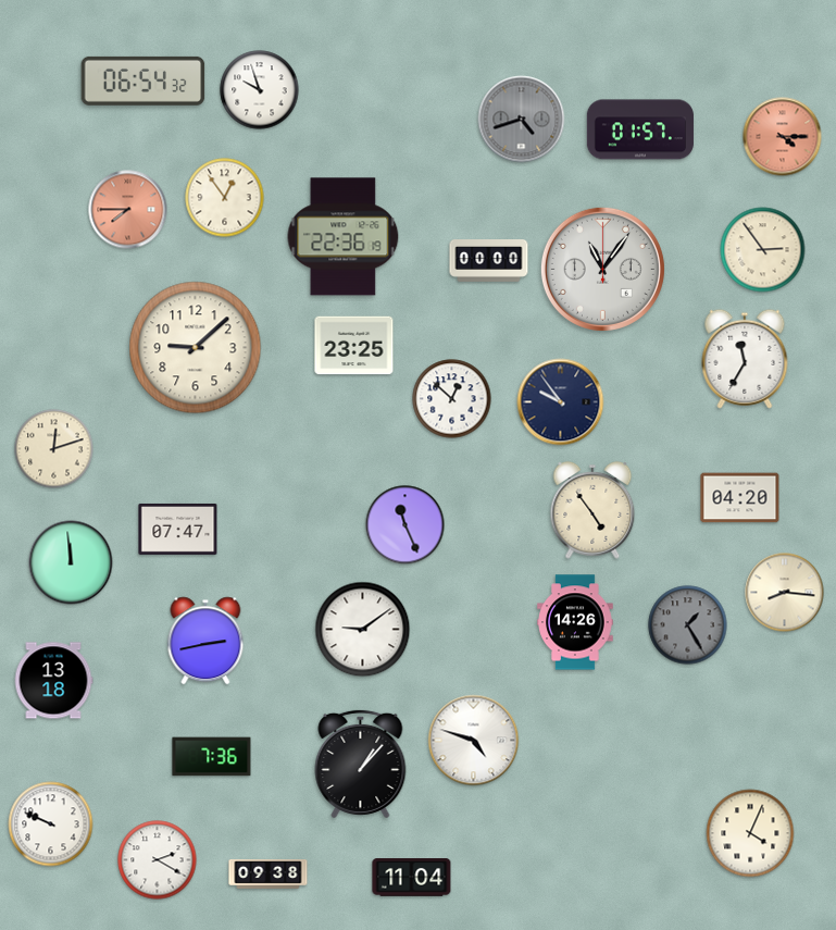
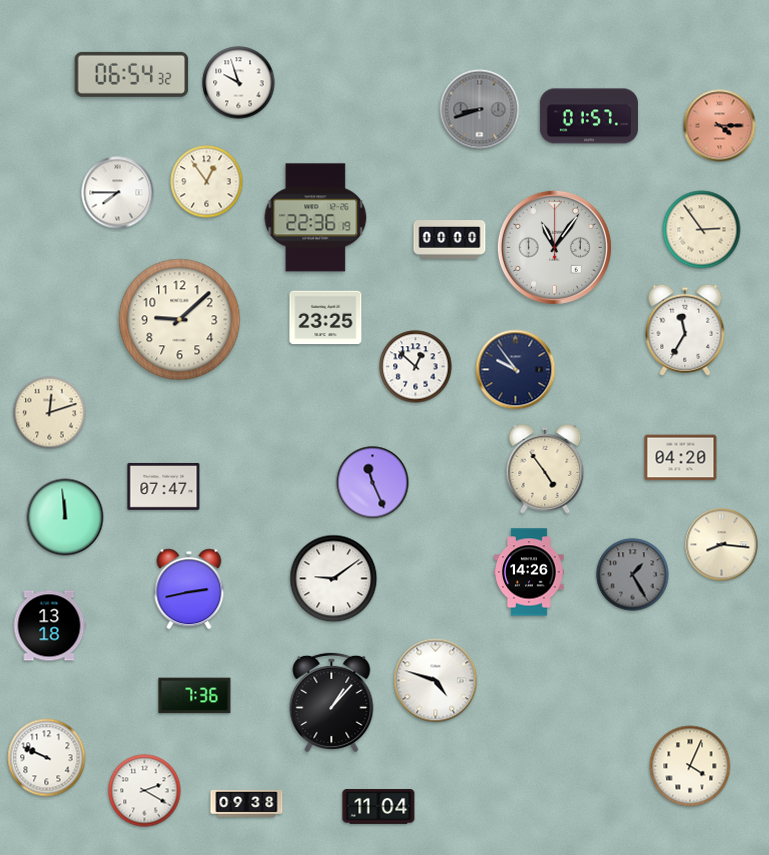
clock at (522, 120): 4:42 -> 8:42
clock at (640, 129) position: (640, 129) -> (589, 116)
clock at (128, 210) dial: salmon -> white
